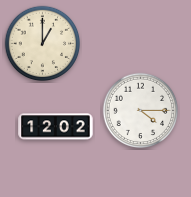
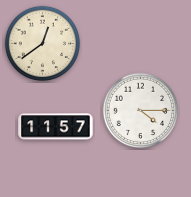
clock at (43, 44): 1:00 -> 12:39
clock at (56, 127): 12:02 -> 11:57
